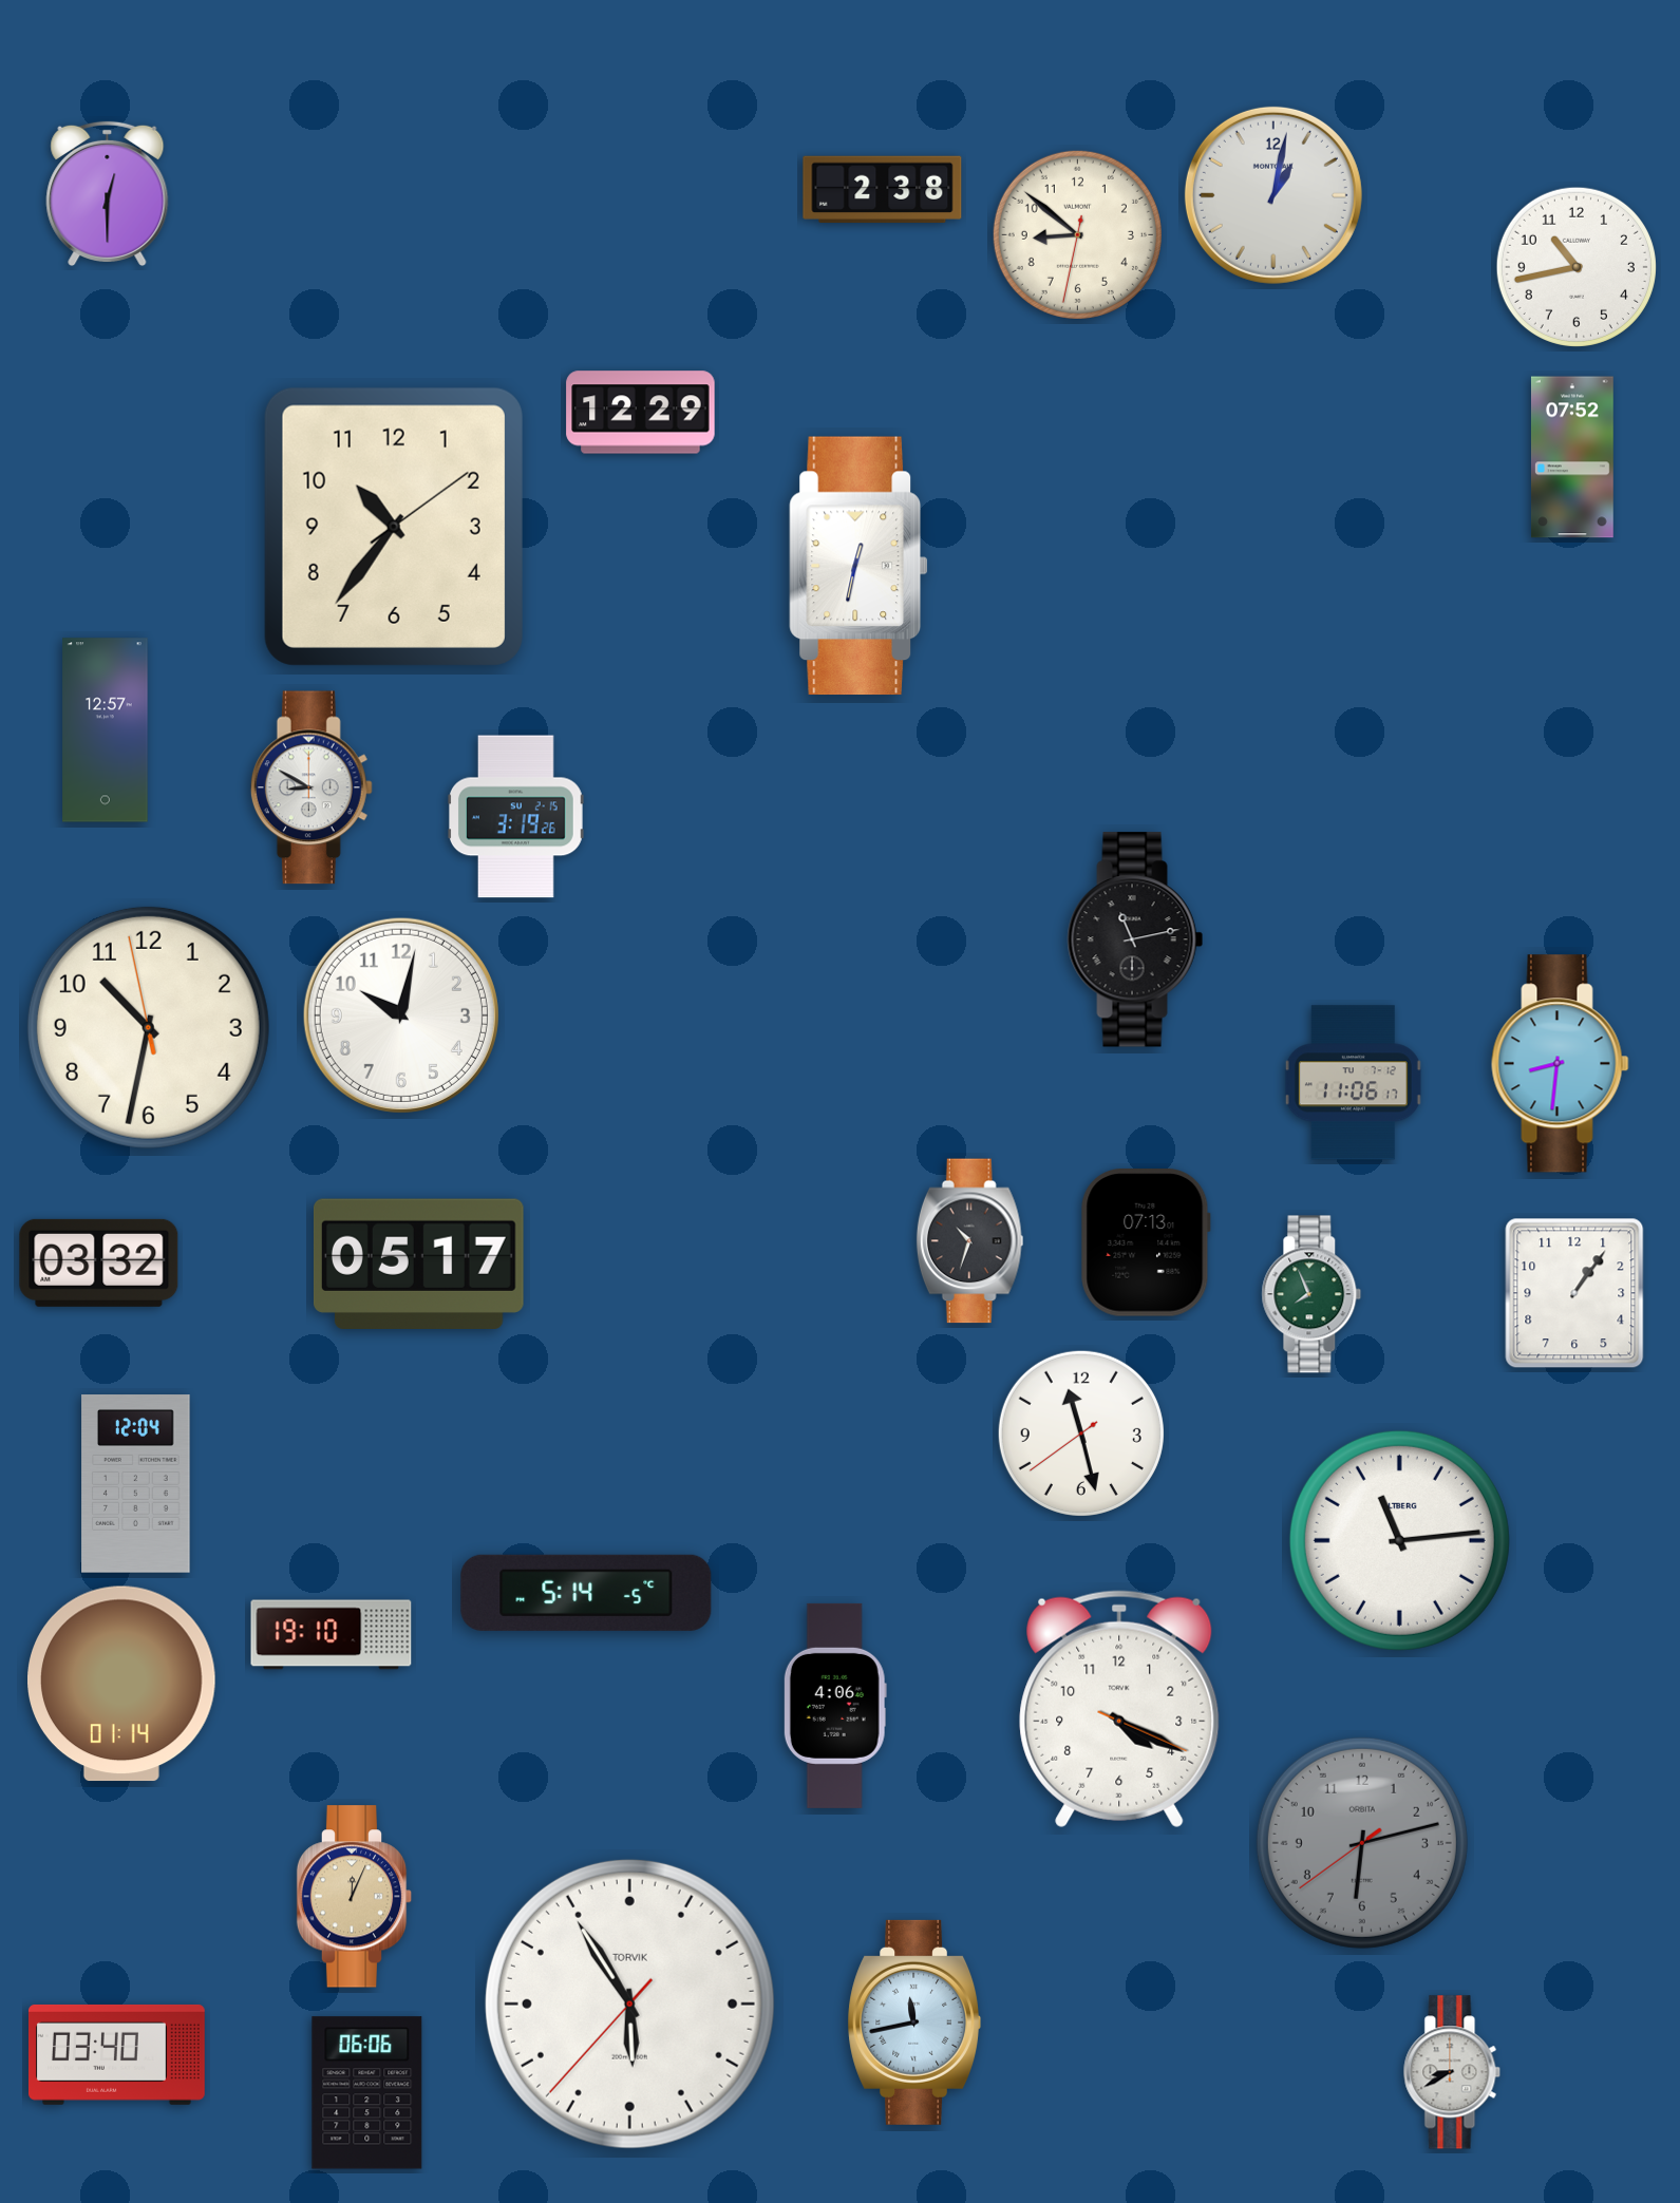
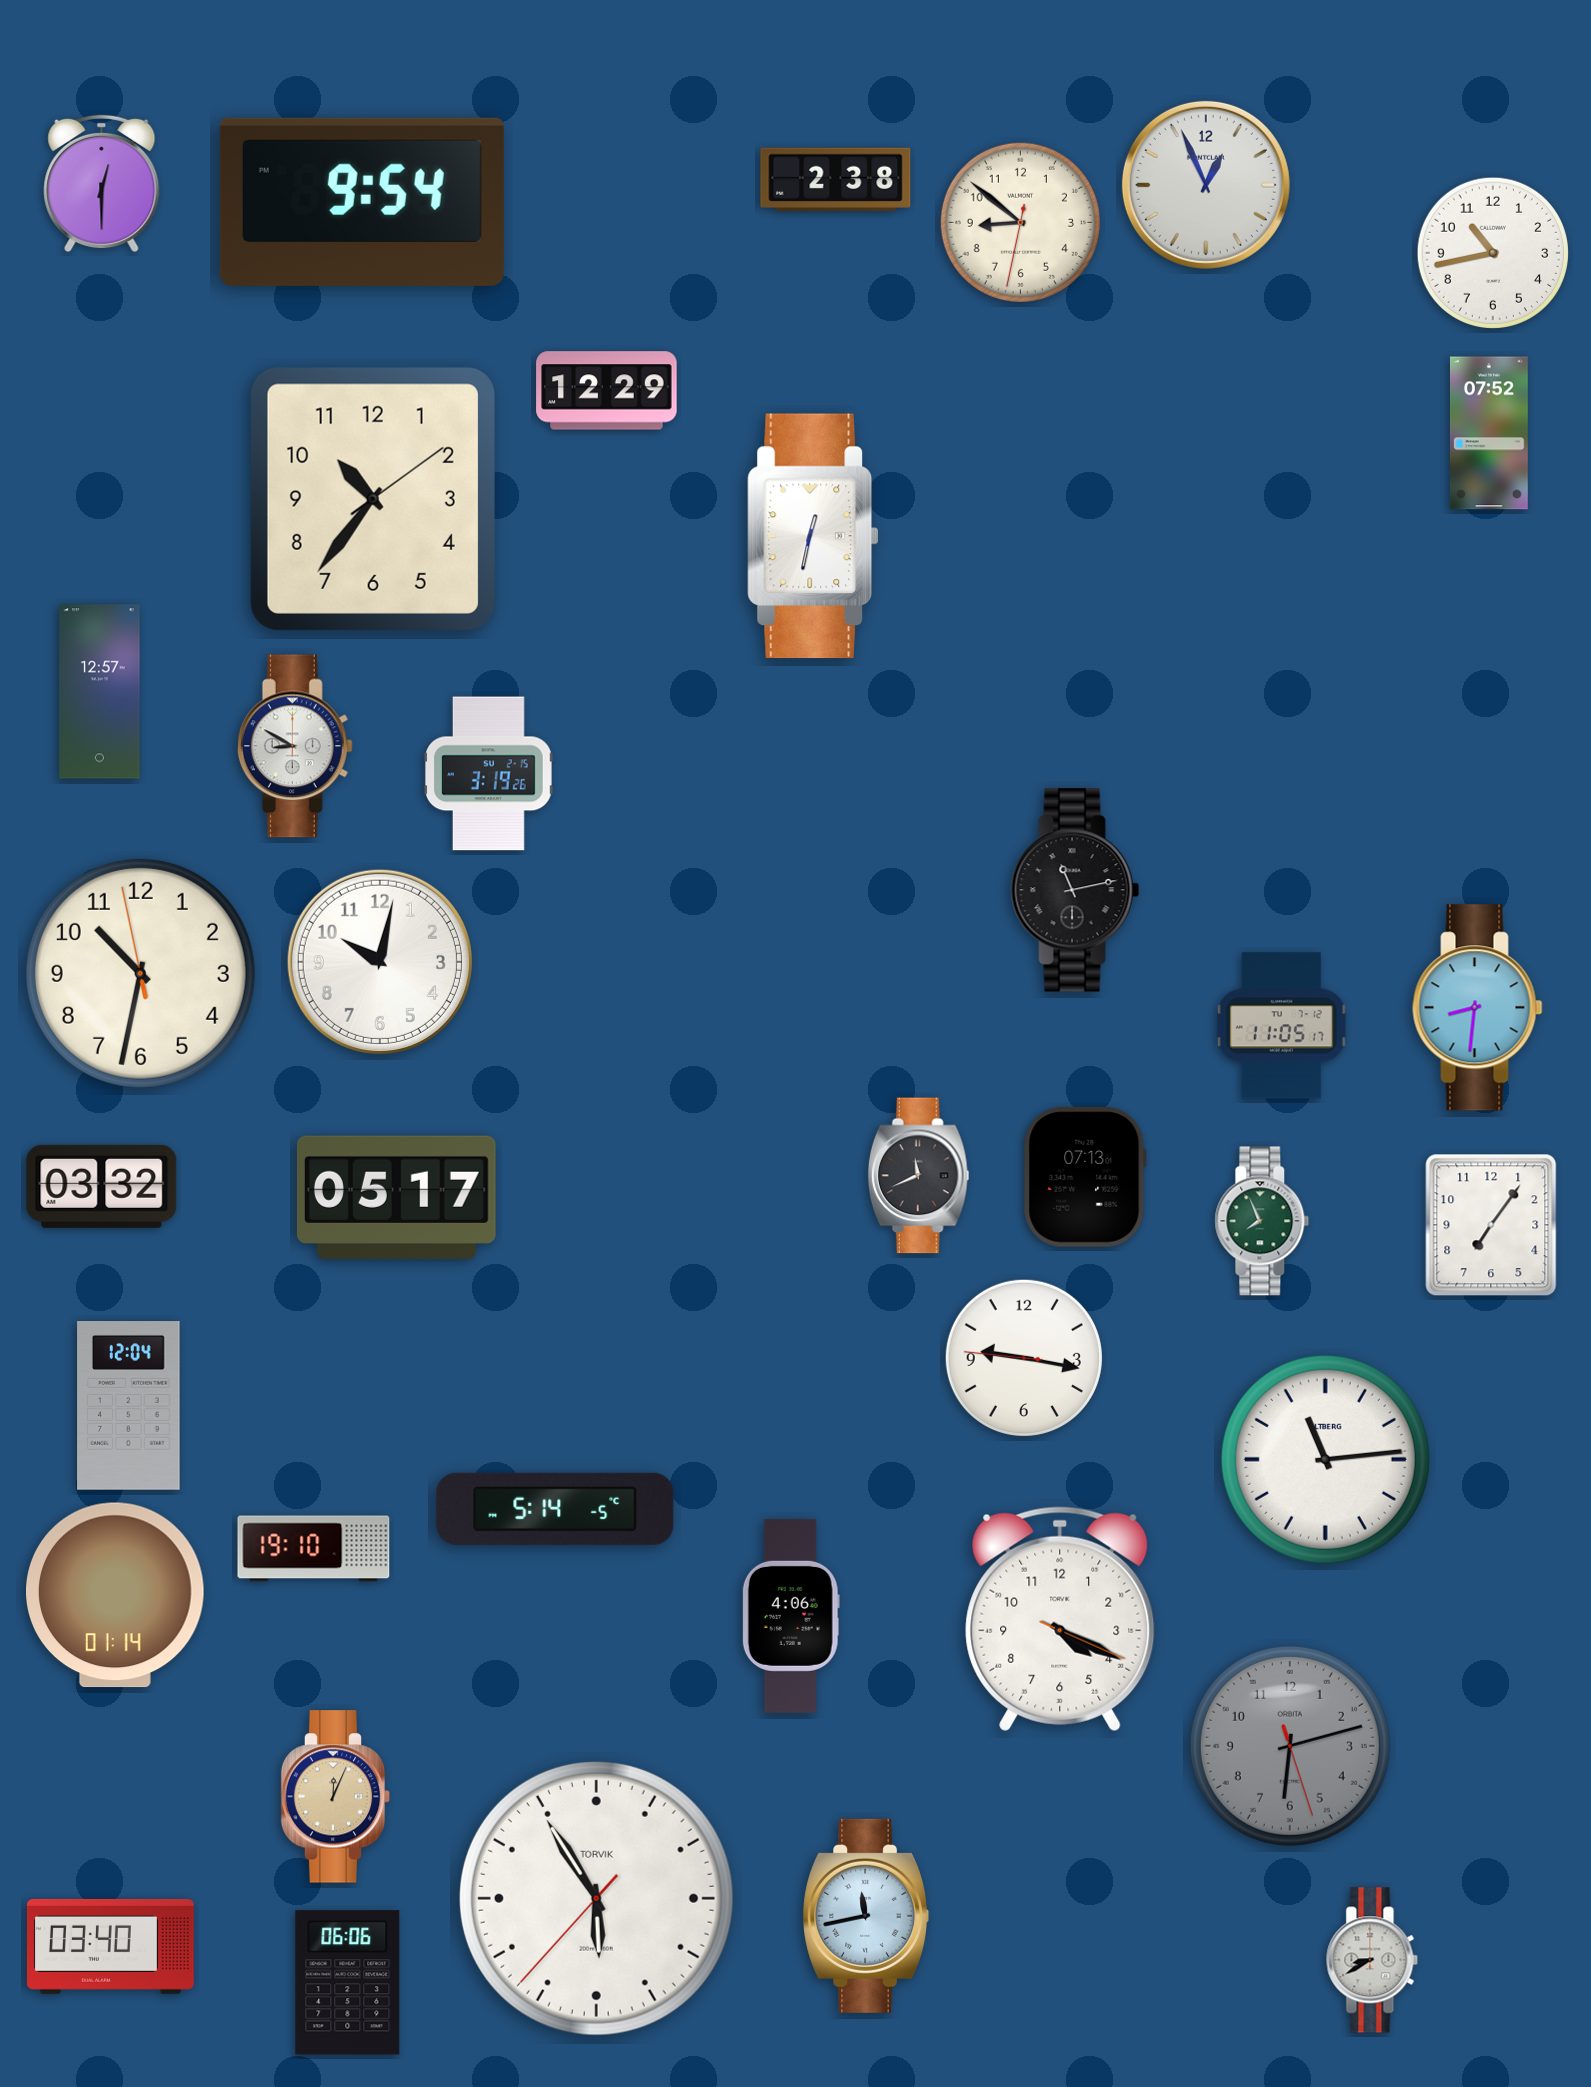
clock at (1273, 195): 1:02 -> 12:56
clock at (362, 202): none -> 9:54
clock at (1353, 1083): 11:06 -> 11:05
clock at (970, 1241): 10:33 -> 11:41
clock at (99, 1262) position: (99, 1262) -> (102, 1186)
clock at (1574, 1293): 1:06 -> 7:06
clock at (1311, 1294) position: (1311, 1294) -> (1262, 1221)
clock at (1081, 1433): 11:27 -> 9:16
clock at (1362, 1843): 6:12:39 -> 6:12:27
clock at (1452, 2072) position: (1452, 2072) -> (1372, 1960)
